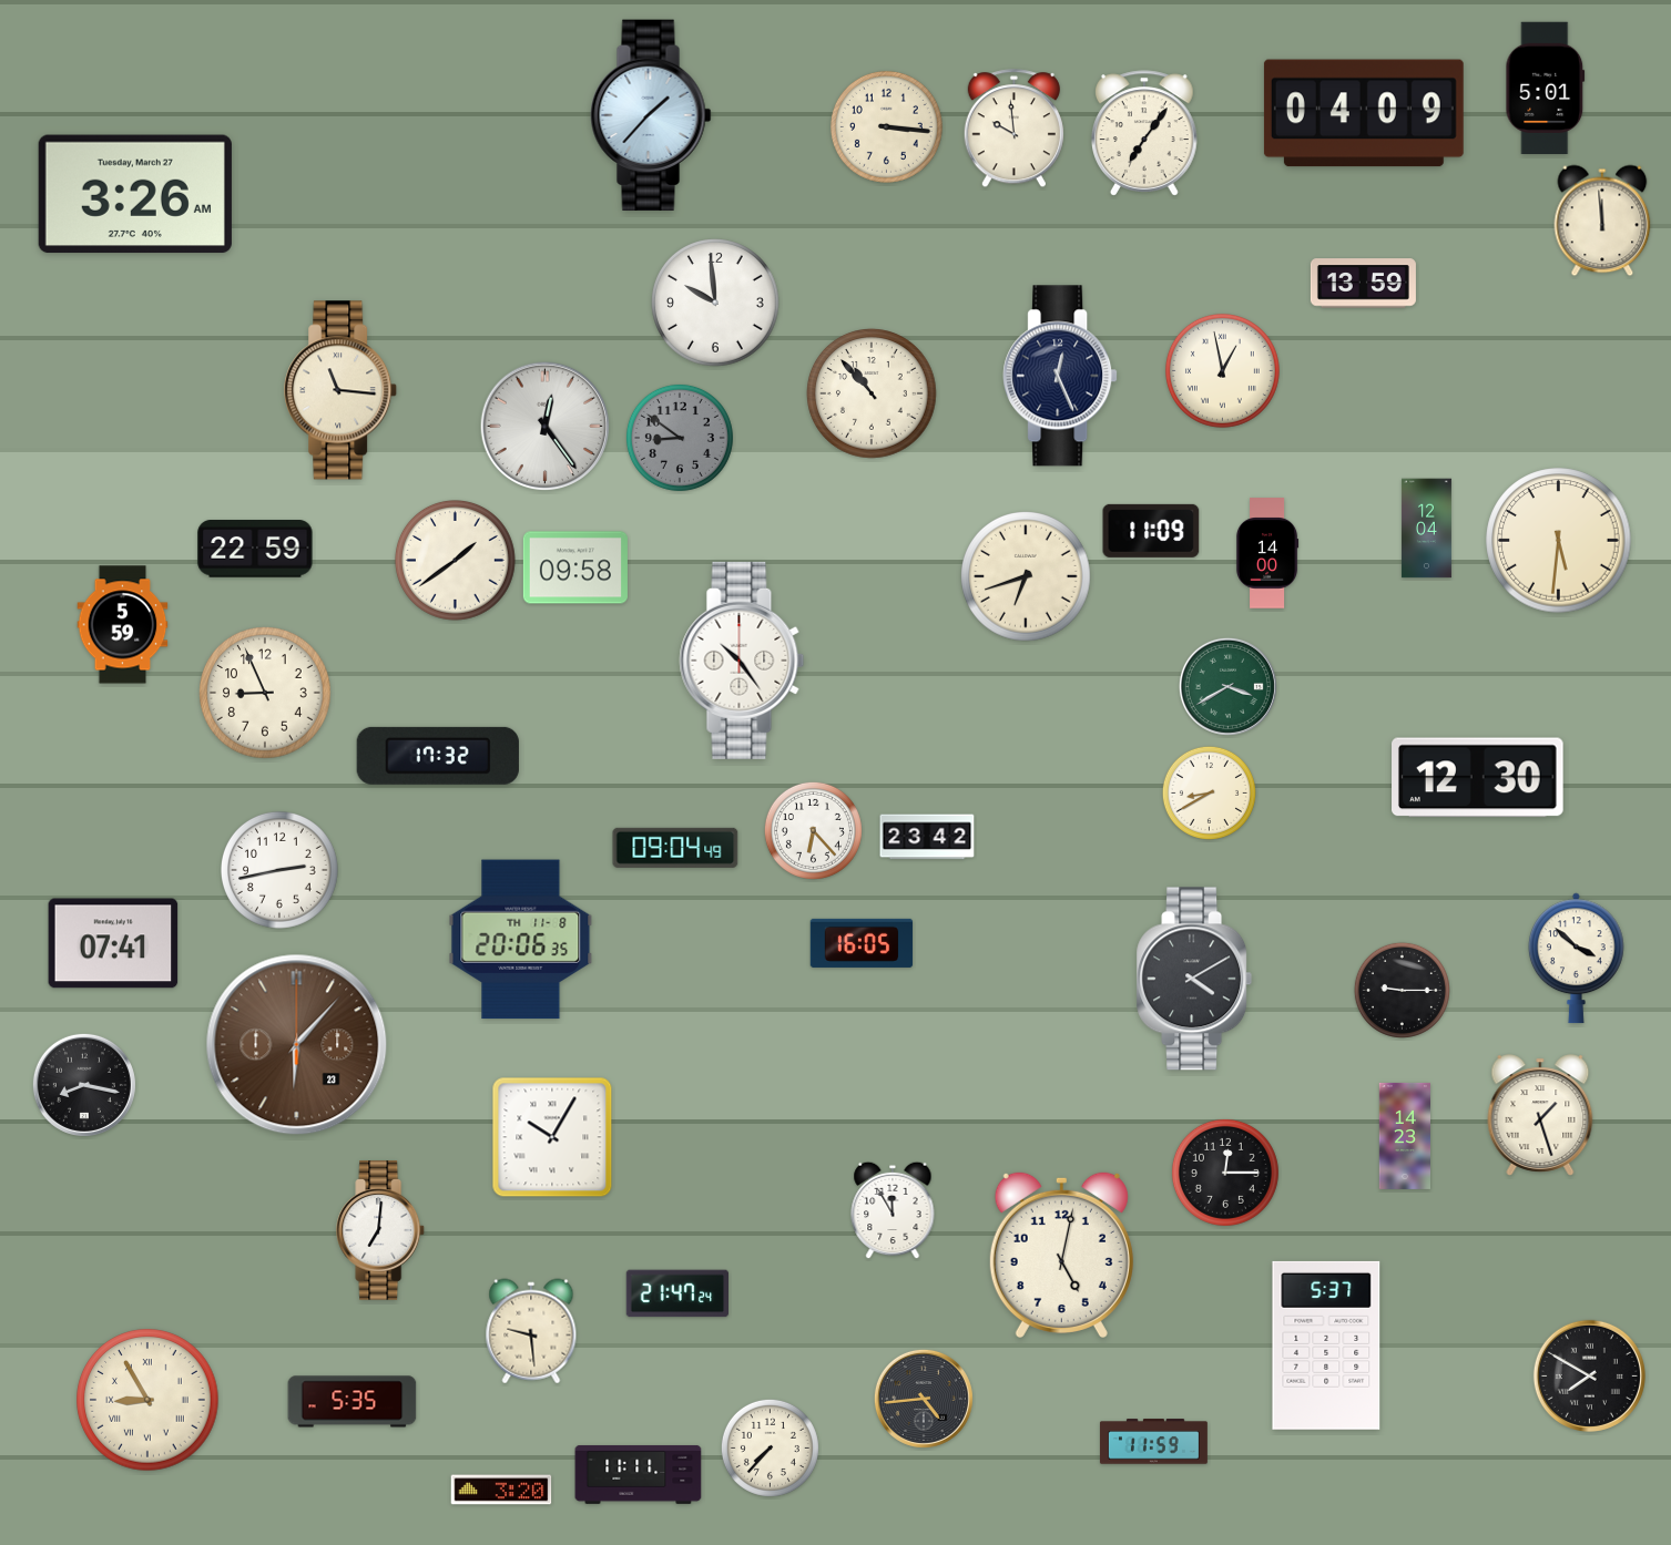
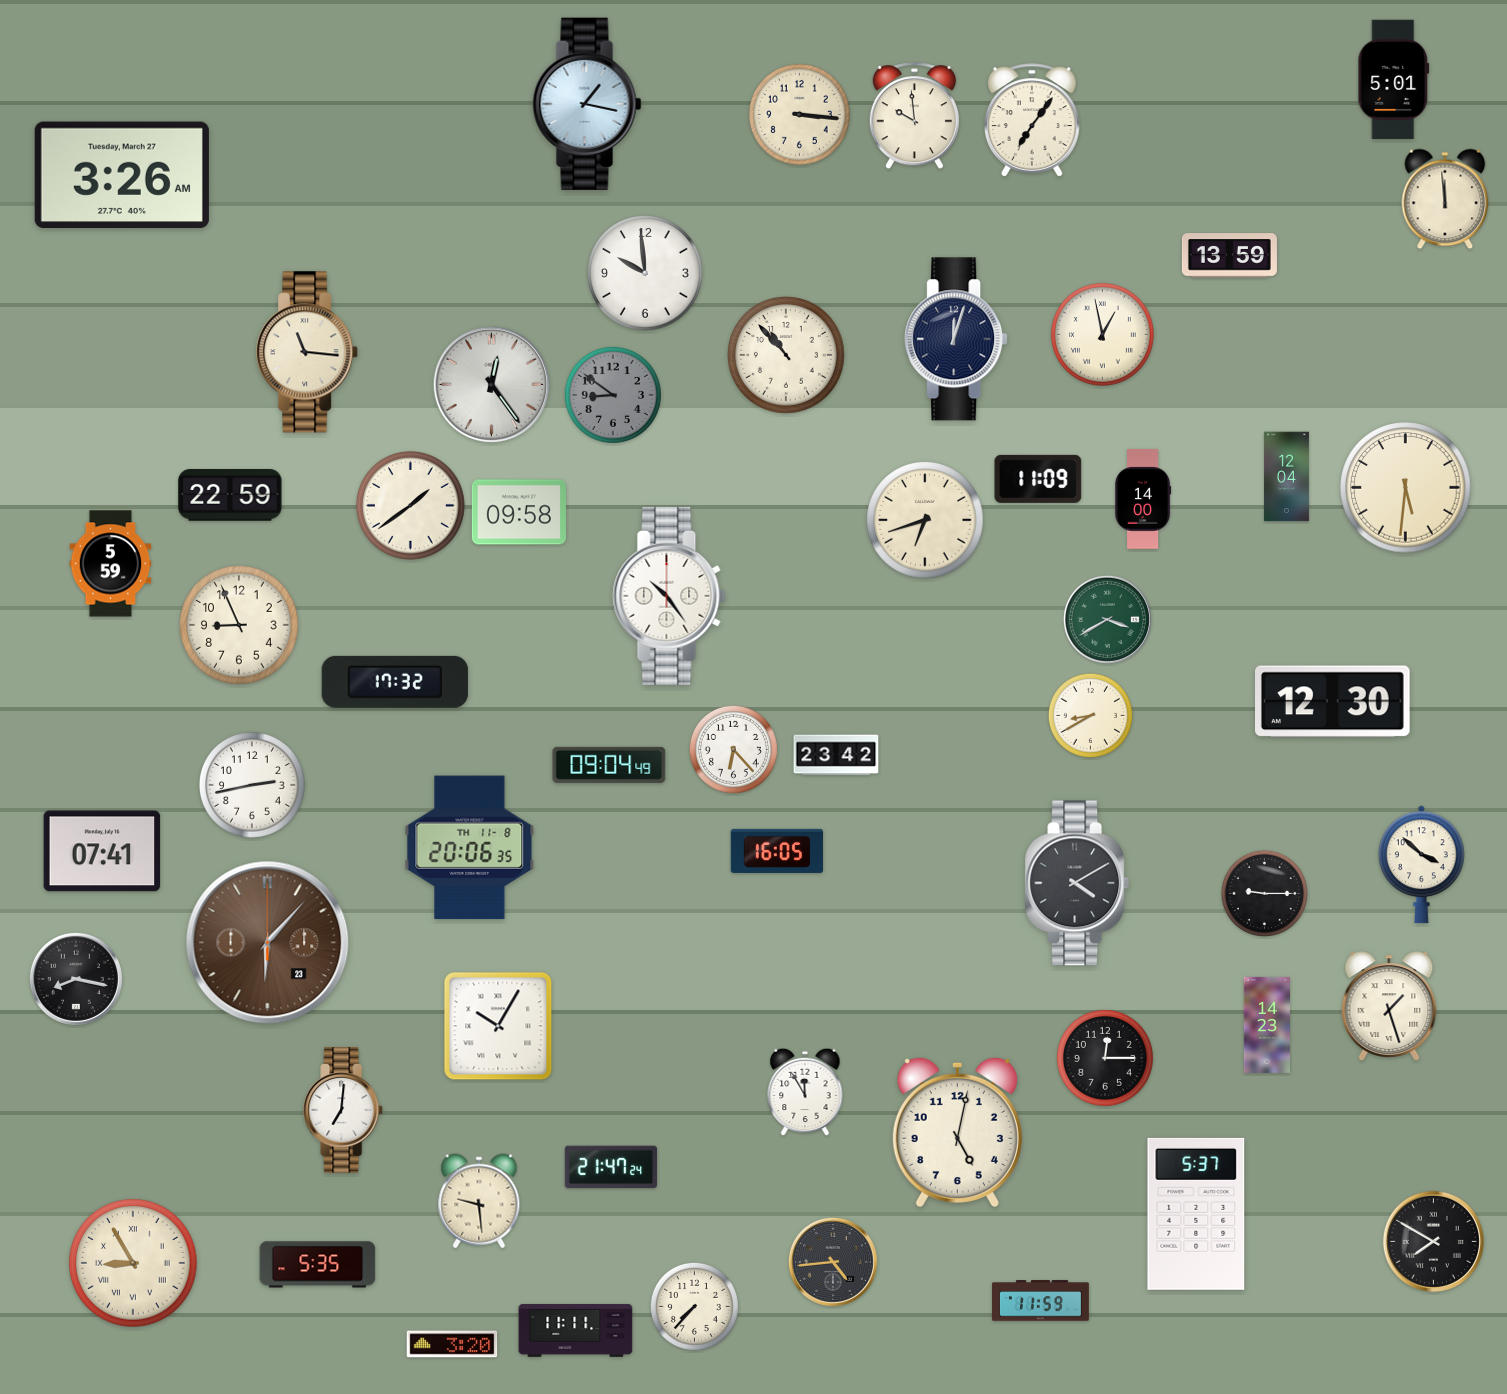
clock at (1364, 113): 04:09 -> none
clock at (651, 114): 1:37 -> 1:17
clock at (1060, 376): 12:26 -> 12:03
